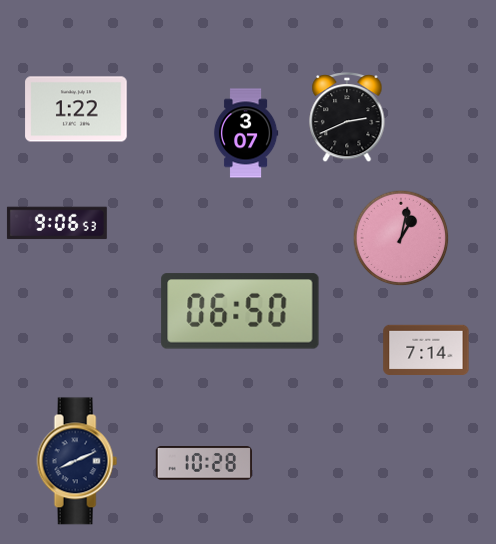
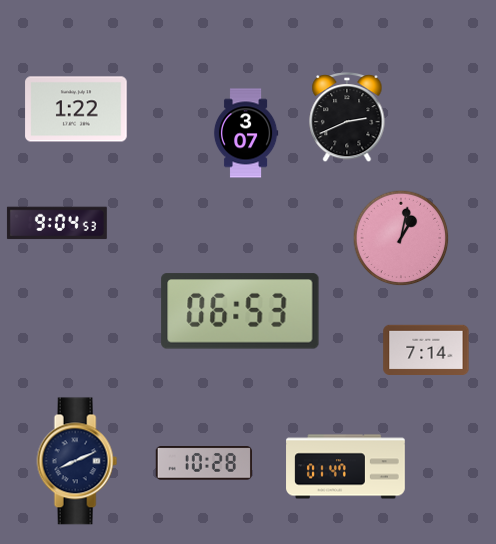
clock at (57, 223): 9:06 -> 9:04
clock at (240, 311): 06:50 -> 06:53
clock at (346, 467): none -> 01:47
